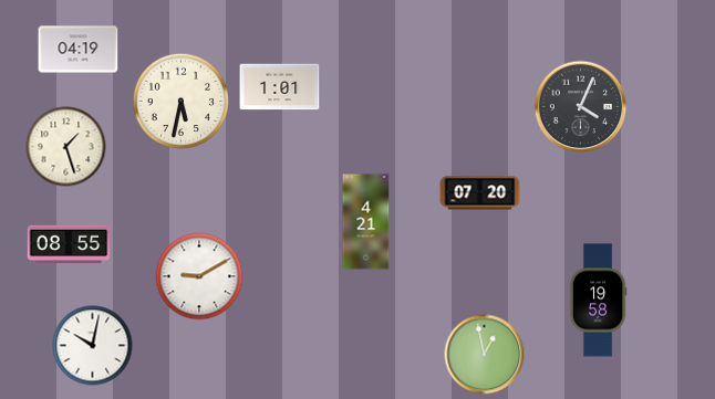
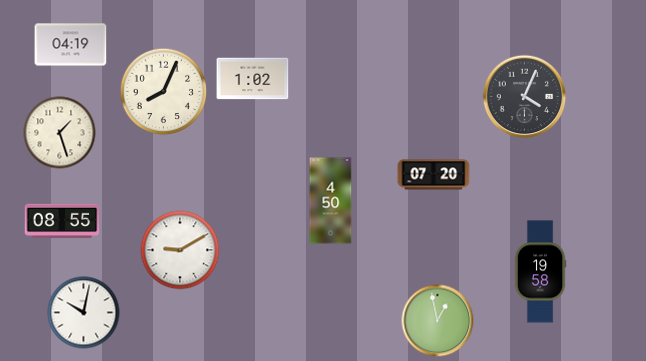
clock at (280, 87): 1:01 -> 1:02
clock at (182, 102): 5:32 -> 8:04
clock at (366, 222): 4:21 -> 4:50
